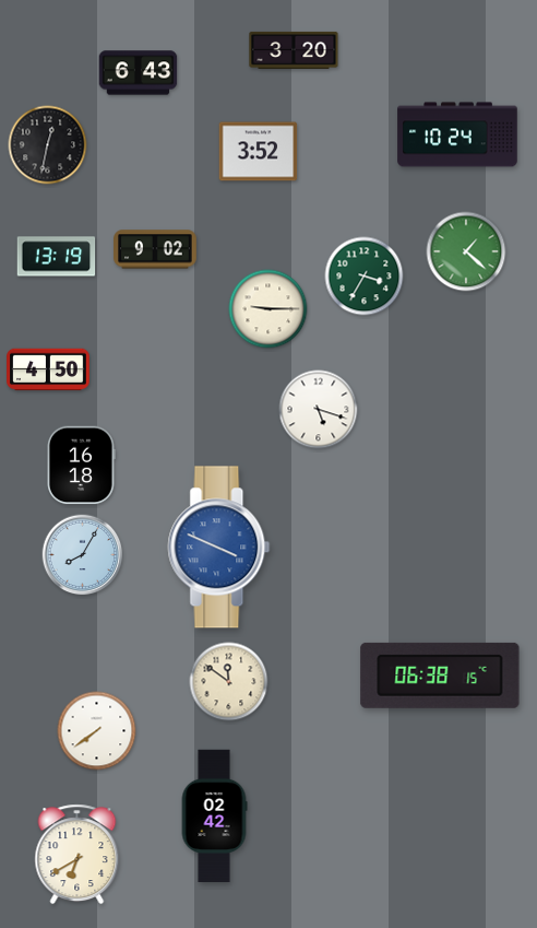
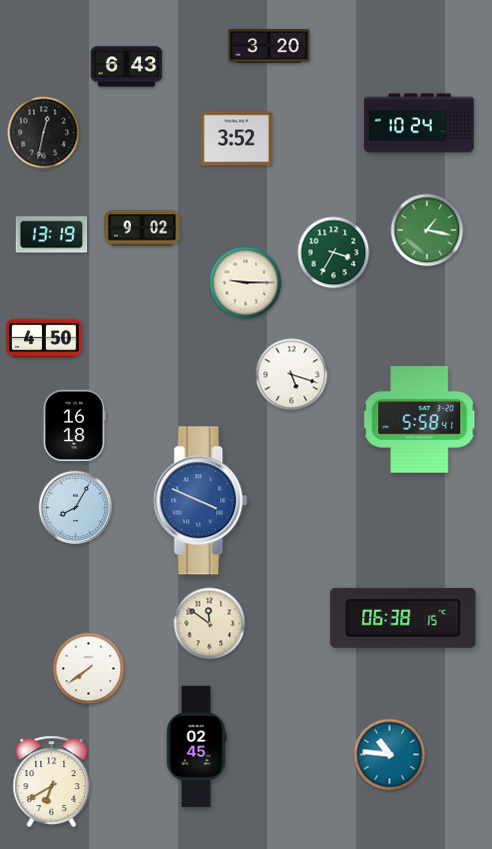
clock at (466, 251): 1:22 -> 1:17
clock at (420, 420): none -> 5:58
clock at (214, 817): 02:42 -> 02:45
clock at (390, 755): none -> 10:46
clock at (77, 855) position: (77, 855) -> (52, 782)
